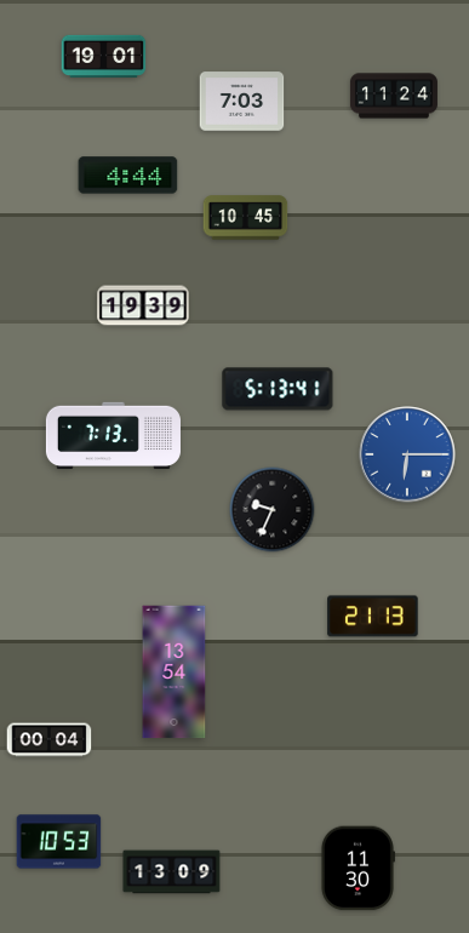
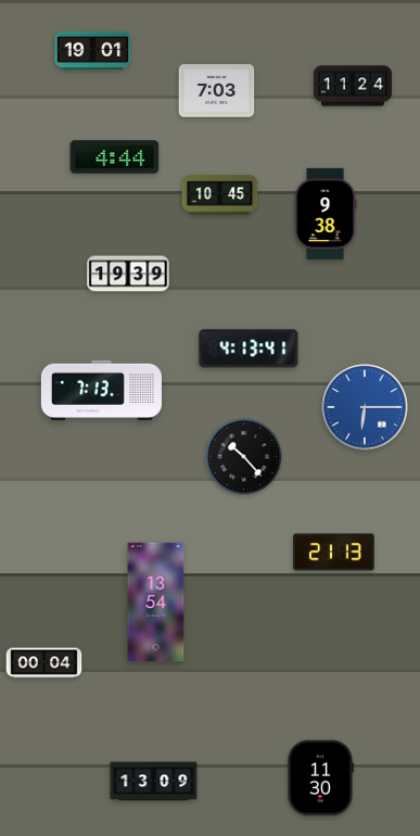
clock at (326, 213): none -> 9:38
clock at (278, 389): 5:13 -> 4:13
clock at (273, 510): 9:34 -> 10:23
clock at (59, 842): 10:53 -> none
